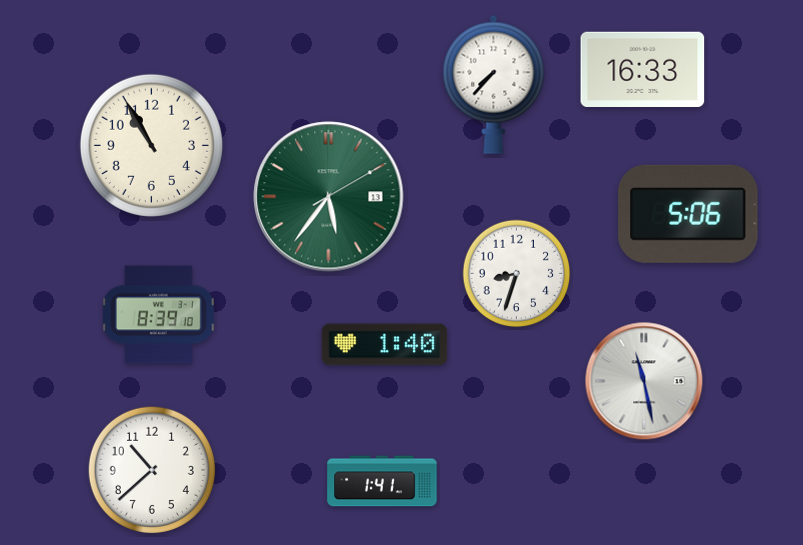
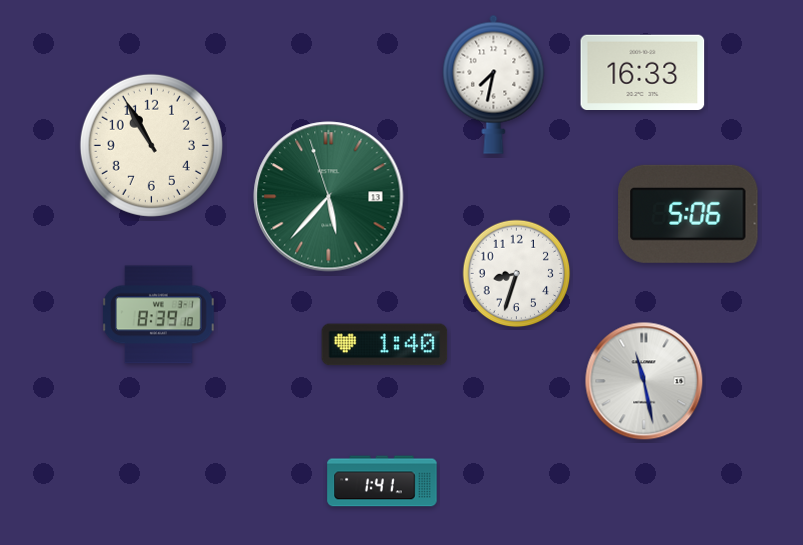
clock at (643, 70) position: (643, 70) -> (643, 73)
clock at (494, 84): 7:37 -> 7:32
clock at (329, 197): 5:36:10 -> 5:36:57
clock at (151, 469): 10:38 -> none
